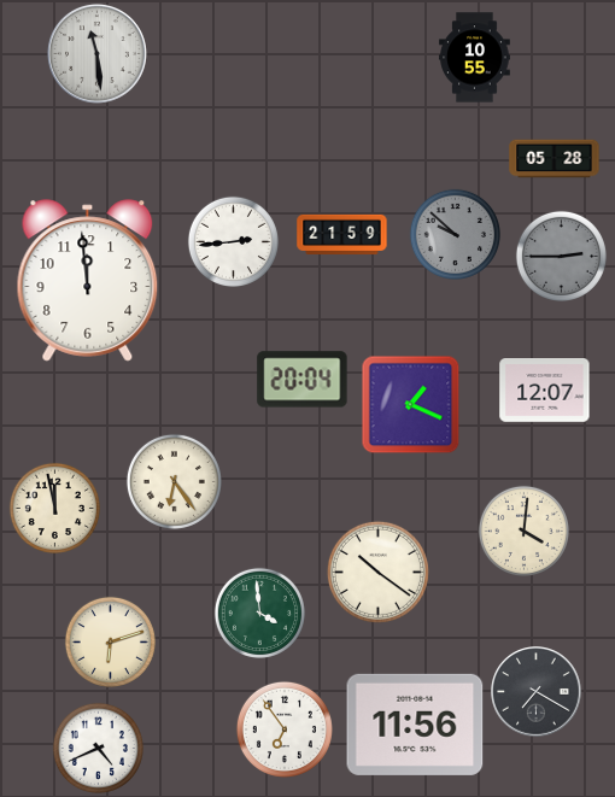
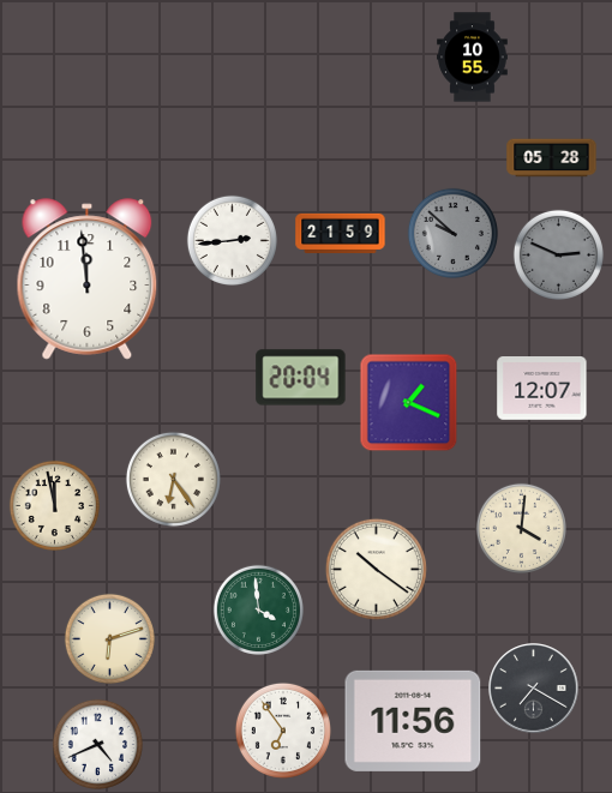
clock at (96, 53): 11:29 -> none
clock at (561, 256): 2:45 -> 2:49
clock at (285, 729) position: (285, 729) -> (283, 731)
